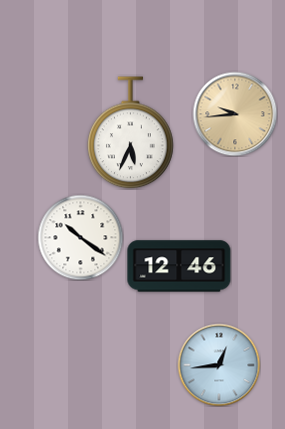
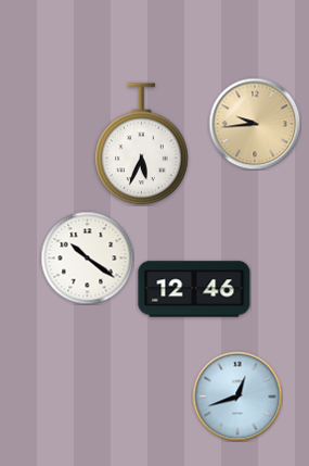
clock at (219, 365): 12:44 -> 12:42
